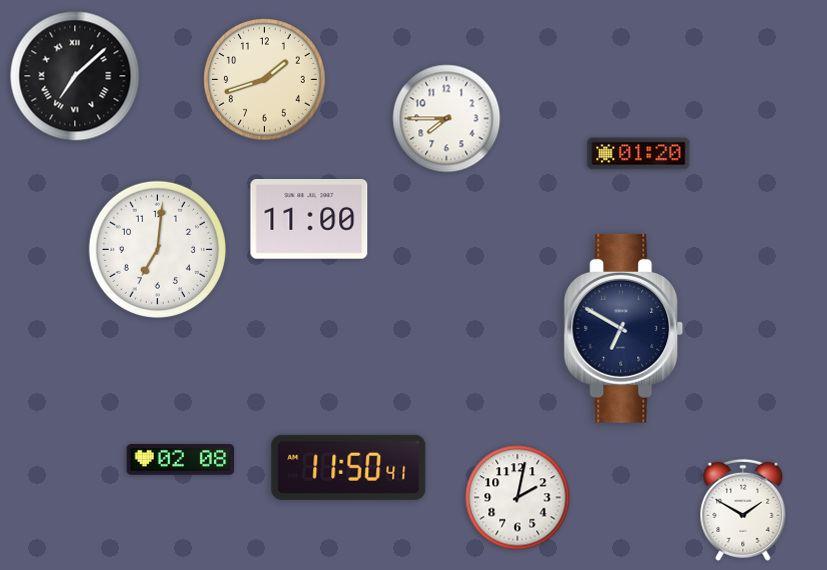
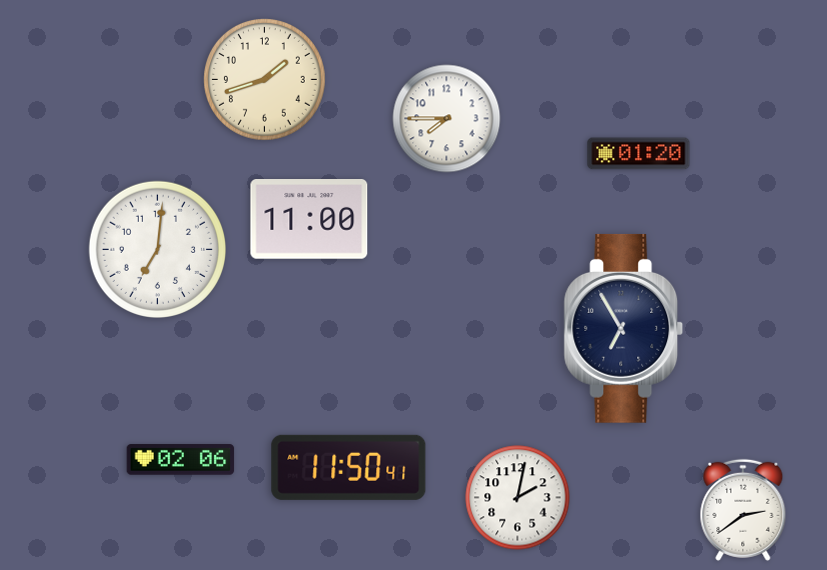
clock at (75, 76): 7:08 -> none
clock at (624, 328): 6:50 -> 6:55
clock at (181, 460): 02:08 -> 02:06
clock at (743, 510): 1:50 -> 2:39
